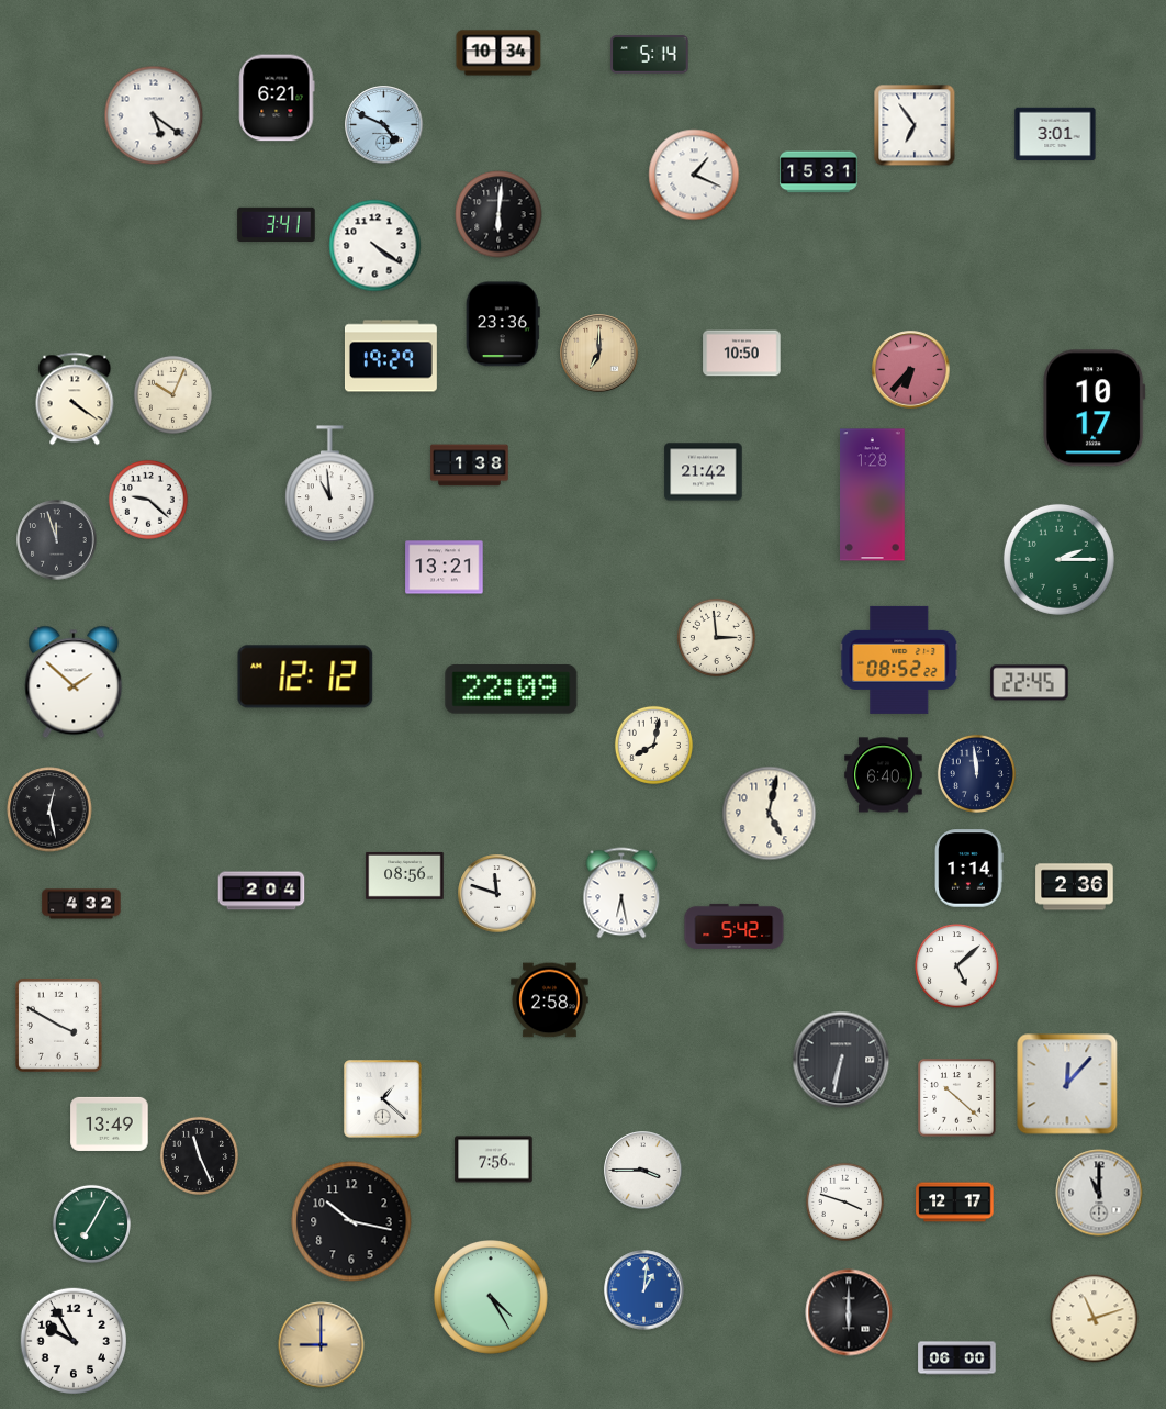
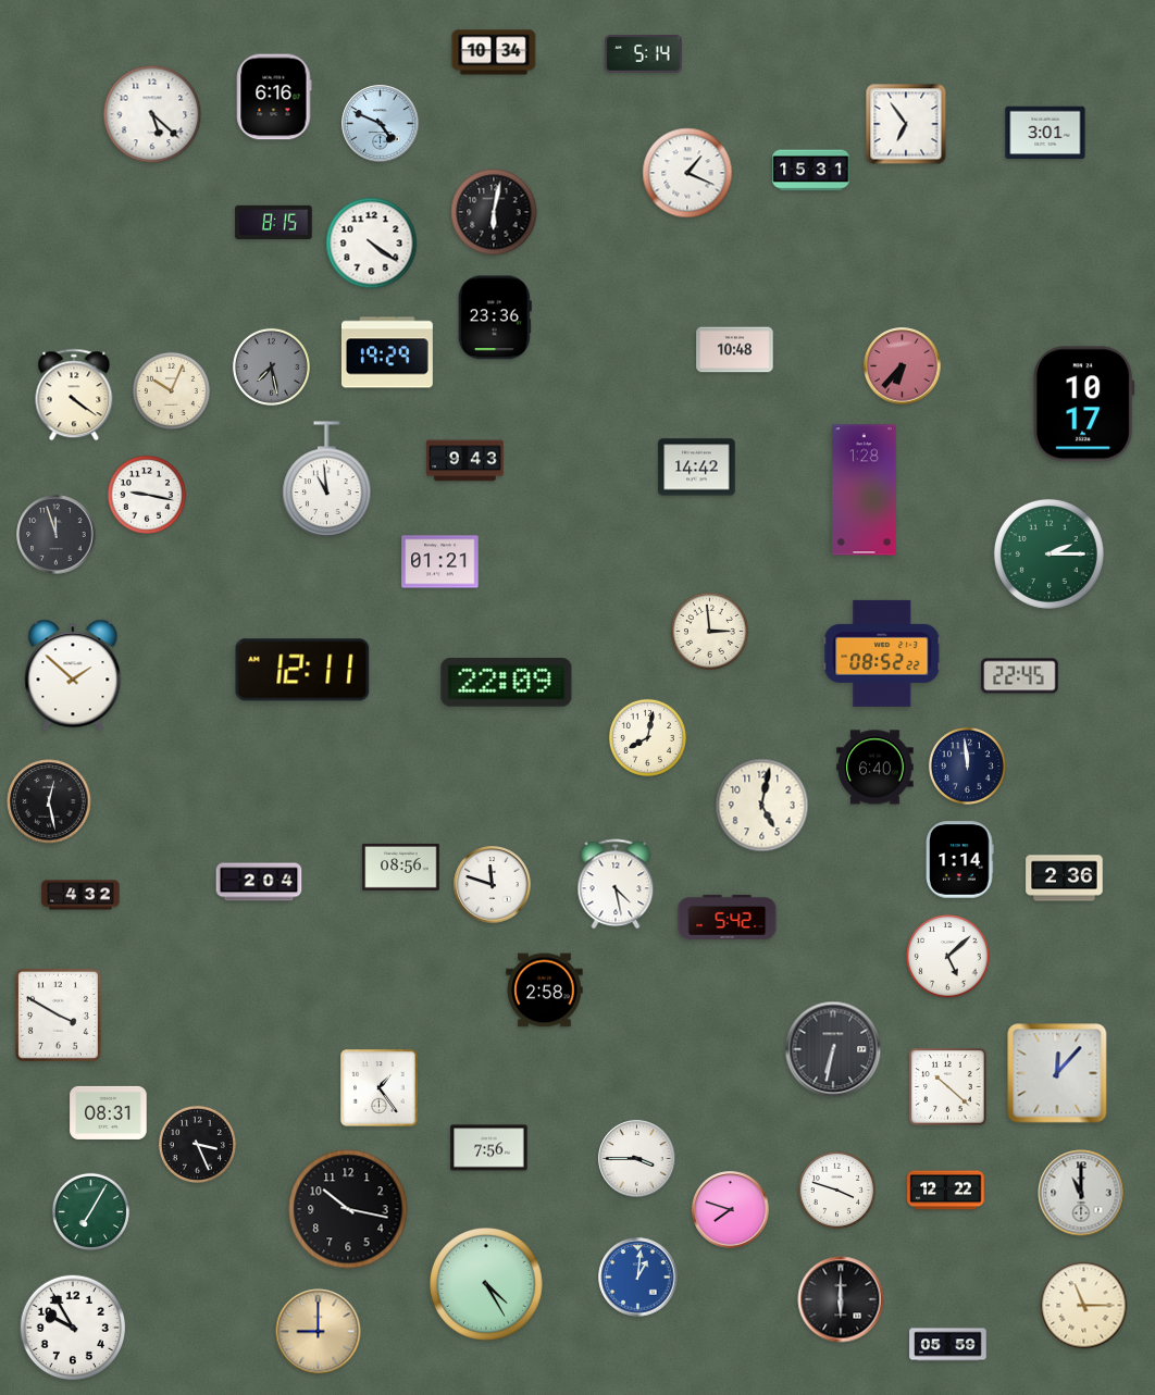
clock at (277, 98): 6:21 -> 6:16
clock at (154, 115): 5:21 -> 5:22
clock at (498, 214): 6:01 -> 6:02
clock at (277, 224): 3:41 -> 8:15
clock at (503, 324) position: (503, 324) -> (495, 317)
clock at (599, 354): 7:00 -> none
clock at (742, 354): 10:50 -> 10:48
clock at (271, 366): none -> 7:28
clock at (470, 466): 1:38 -> 9:43
clock at (704, 472): 21:42 -> 14:42
clock at (148, 500): 9:22 -> 9:17
clock at (445, 568): 13:21 -> 01:21
clock at (899, 660) position: (899, 660) -> (882, 653)
clock at (305, 676): 12:12 -> 12:11
clock at (621, 893): 6:28 -> 4:28
clock at (383, 1099): 1:22 -> 1:24
clock at (110, 1123): 13:49 -> 08:31
clock at (199, 1155): 11:26 -> 3:26
clock at (1099, 1193) position: (1099, 1193) -> (1081, 1193)
clock at (955, 1203): 12:17 -> 12:22
clock at (731, 1210): none -> 7:48
clock at (1095, 1319): 11:12 -> 11:15
clock at (957, 1358): 06:00 -> 05:59
